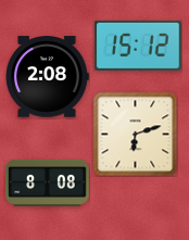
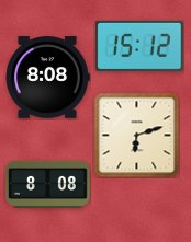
clock at (47, 77): 2:08 -> 8:08
